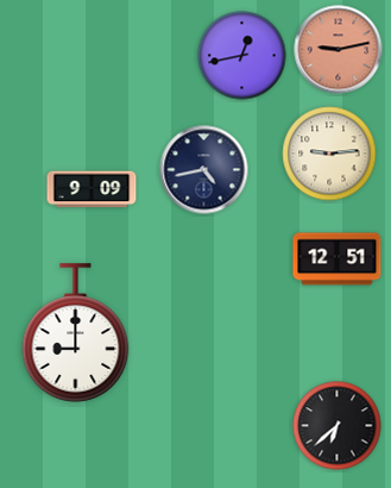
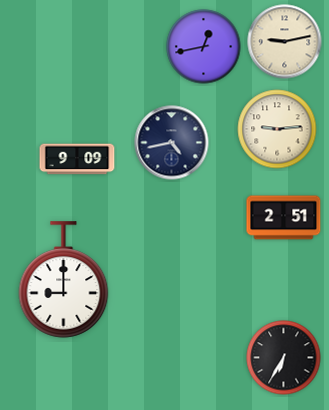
clock at (339, 50) dial: salmon -> cream
clock at (338, 259): 12:51 -> 2:51
clock at (338, 426): 6:38 -> 6:35
